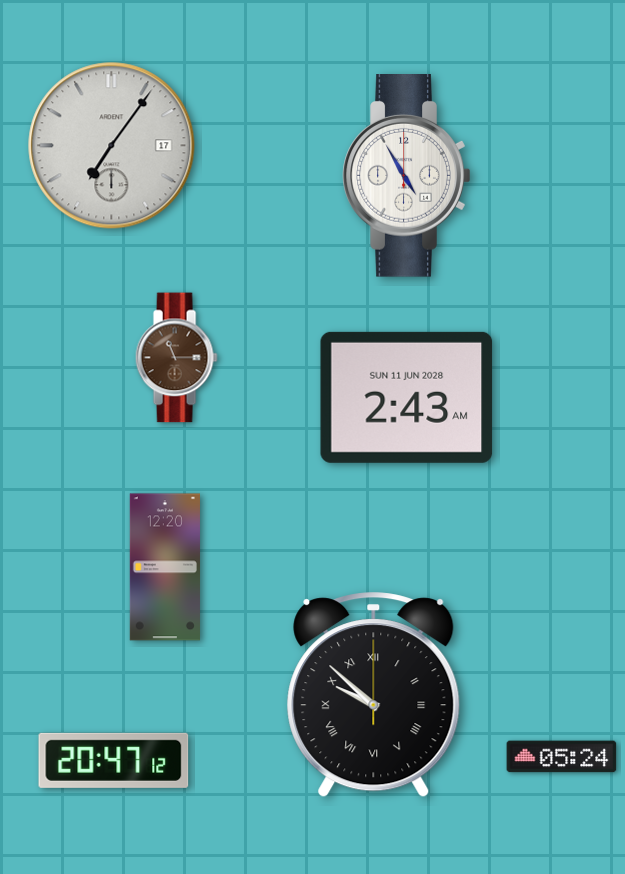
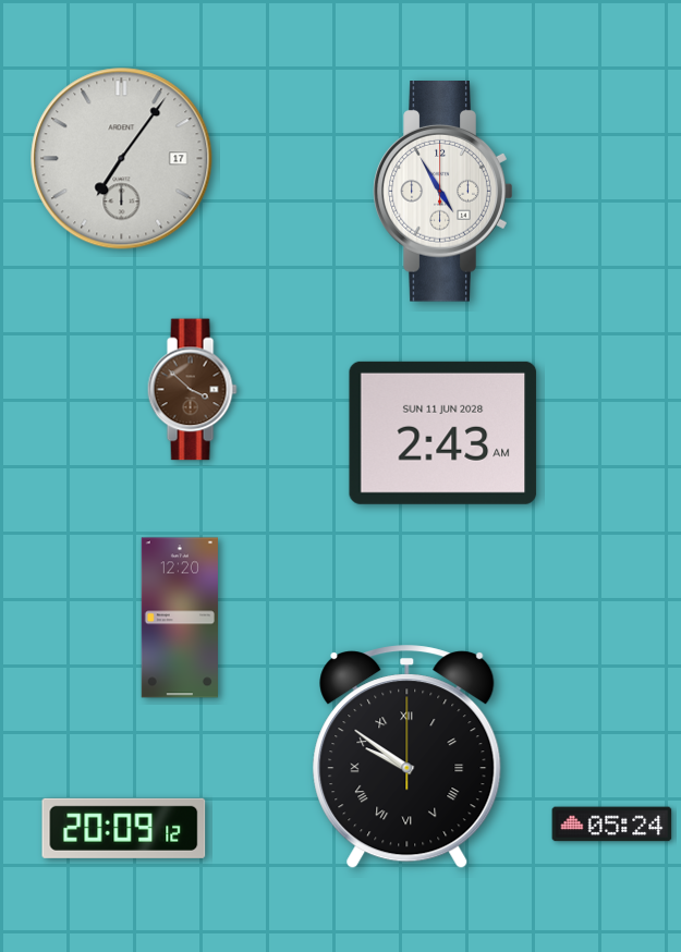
clock at (176, 358): 11:15 -> 3:52
clock at (374, 695): 9:52 -> 9:51
clock at (114, 760): 20:47 -> 20:09
